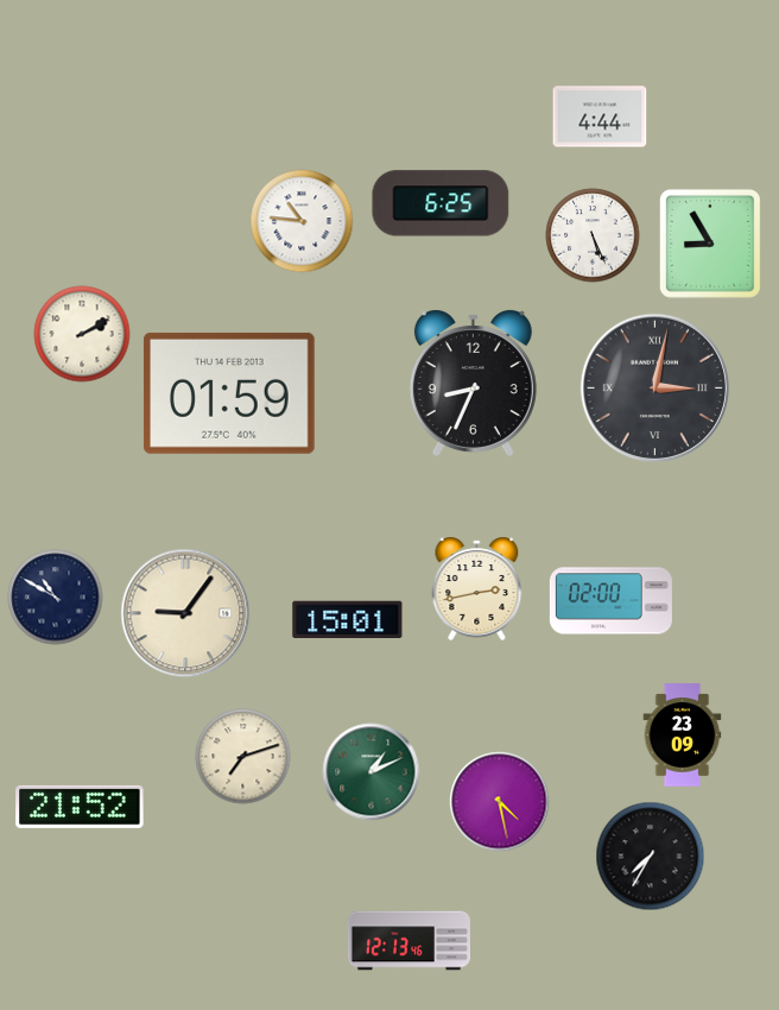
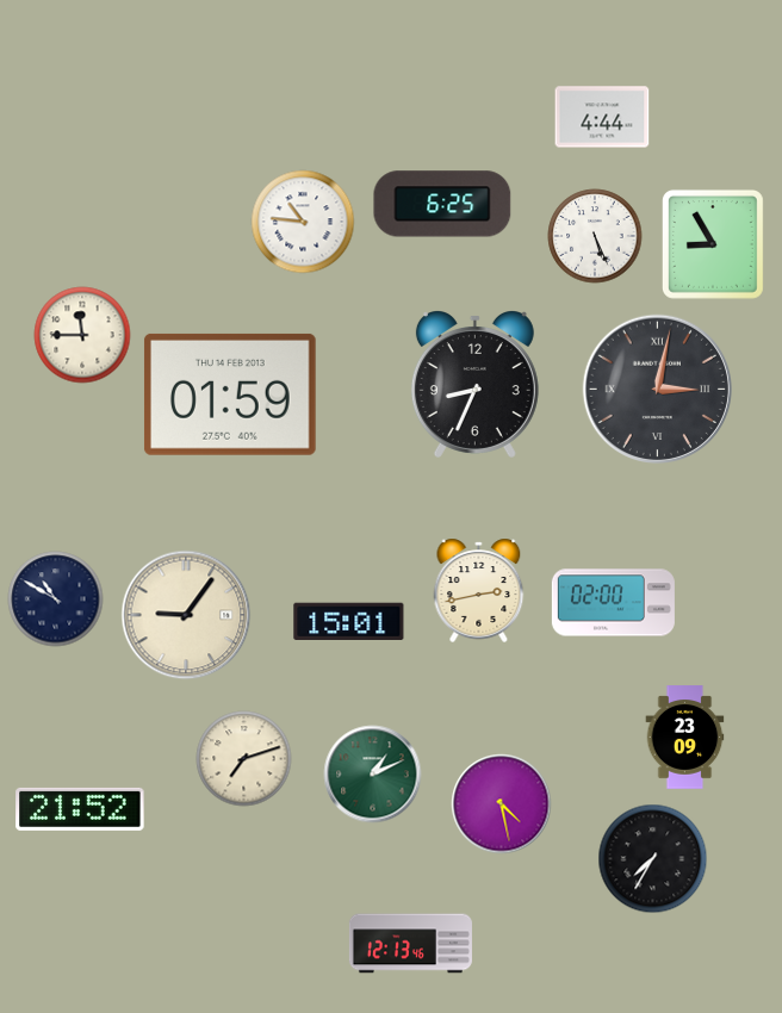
clock at (82, 334): 2:10 -> 11:45
